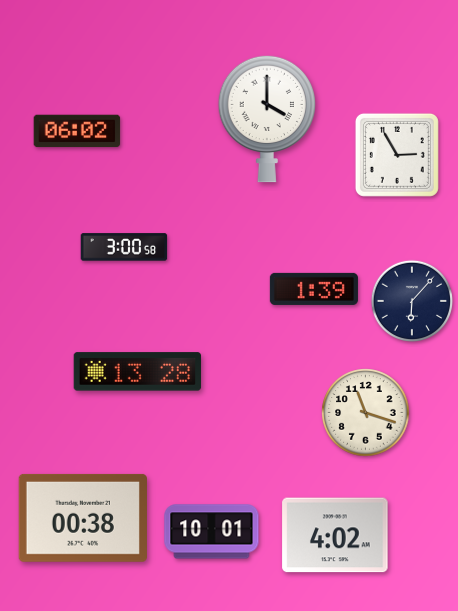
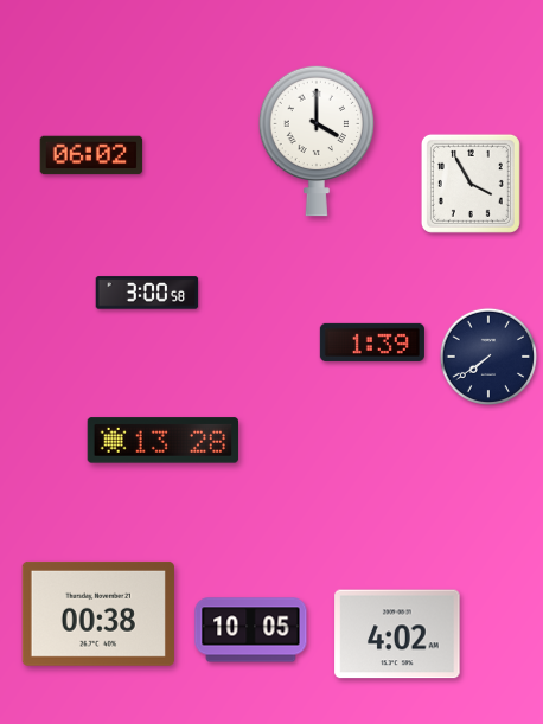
clock at (397, 155): 2:55 -> 3:55
clock at (411, 300): 6:07 -> 7:39
clock at (366, 413): 11:18 -> none
clock at (212, 532): 10:01 -> 10:05
